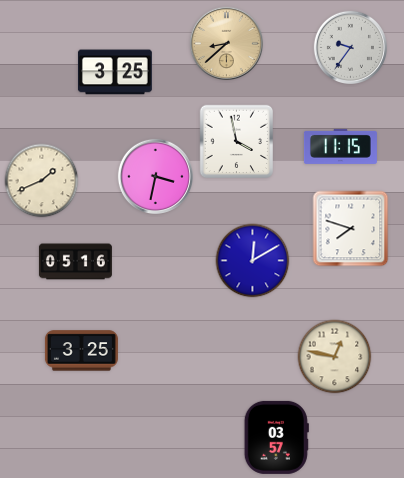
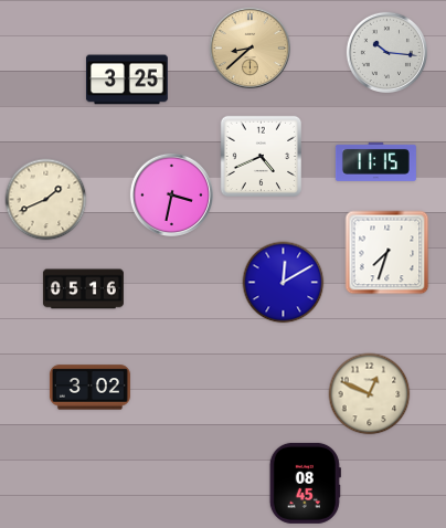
clock at (350, 47): 9:36 -> 10:16
clock at (237, 142): 3:58 -> 4:41
clock at (351, 229): 7:48 -> 7:33
clock at (253, 261) position: (253, 261) -> (284, 283)
clock at (81, 351): 3:25 -> 3:02
clock at (335, 357): 12:47 -> 12:49
clock at (276, 437): 03:57 -> 08:45
